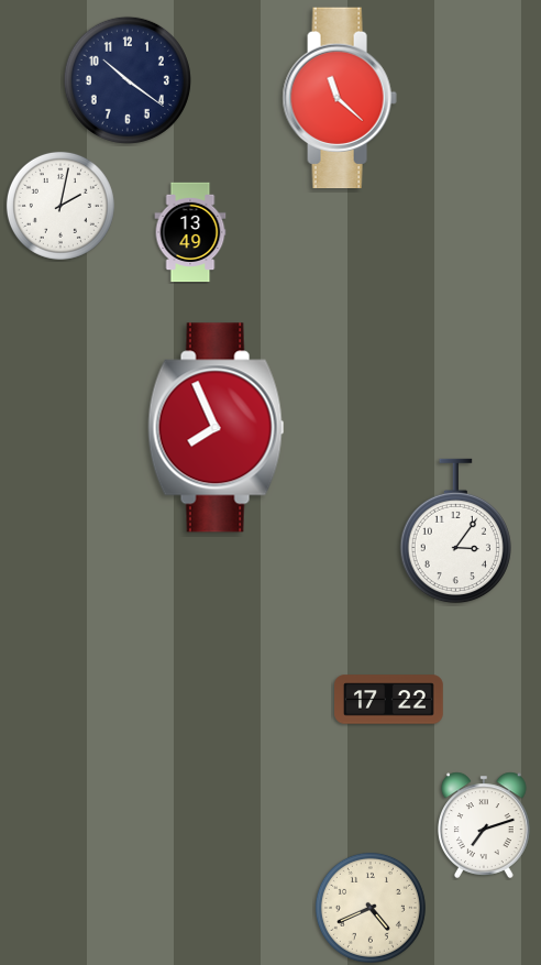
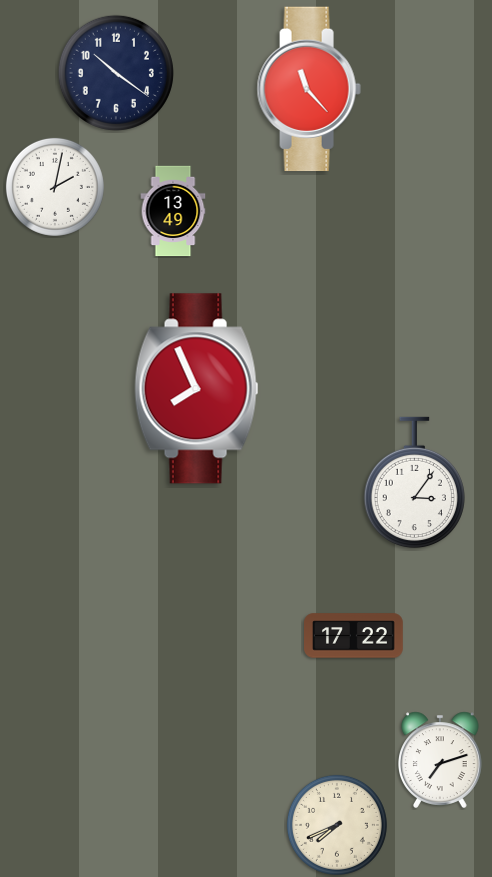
clock at (340, 98): 11:22 -> 11:23
clock at (485, 825) position: (485, 825) -> (441, 760)
clock at (371, 908): 4:41 -> 7:41
